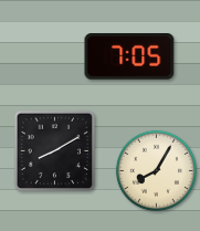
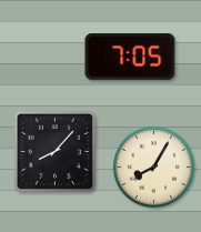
clock at (55, 151): 8:10 -> 8:07
clock at (156, 170) position: (156, 170) -> (153, 167)
